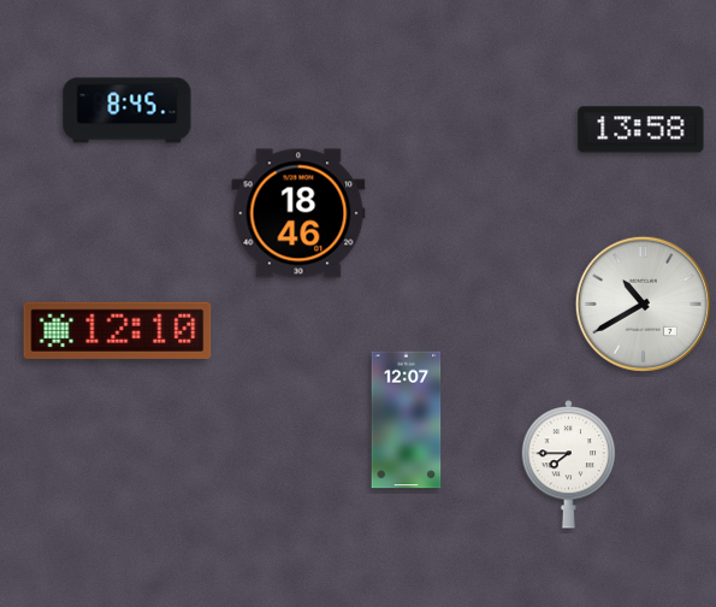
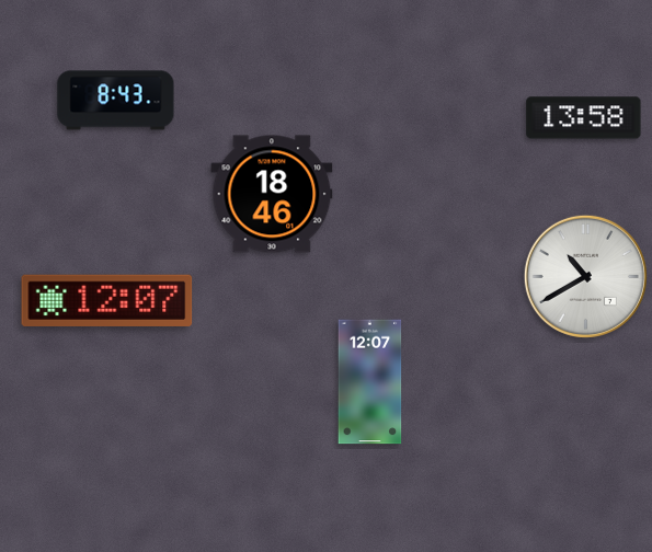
clock at (128, 111): 8:45 -> 8:43
clock at (118, 330): 12:10 -> 12:07
clock at (569, 465): 7:45 -> none
